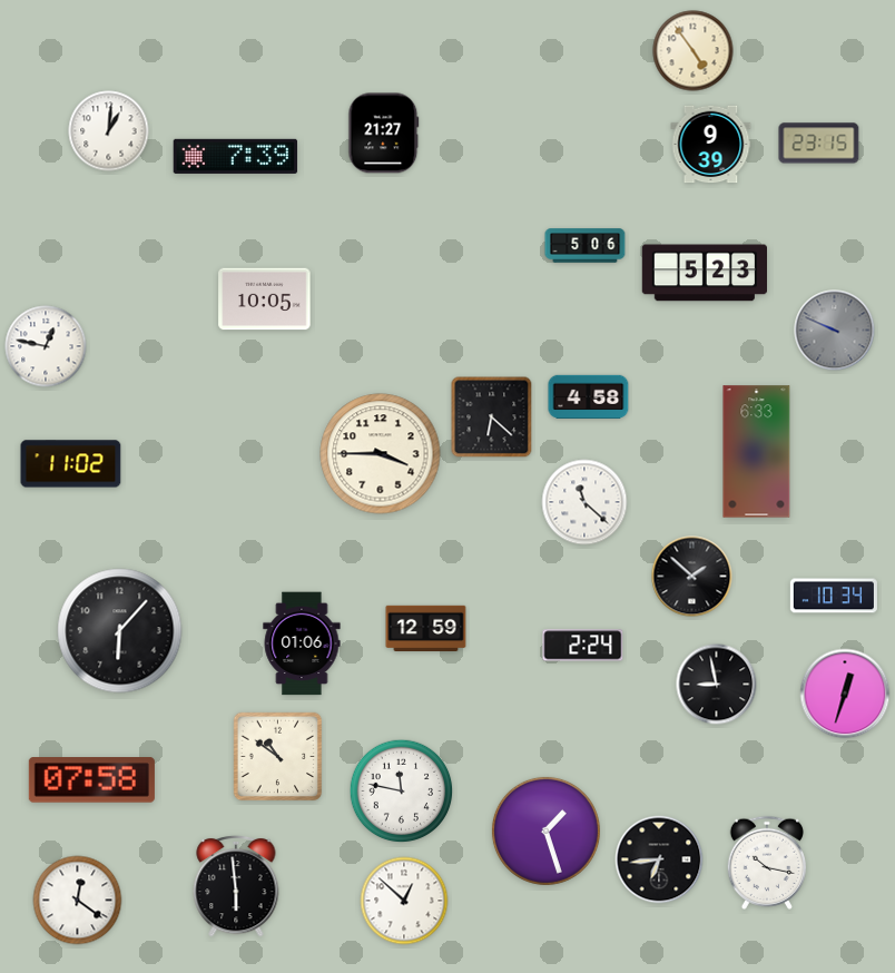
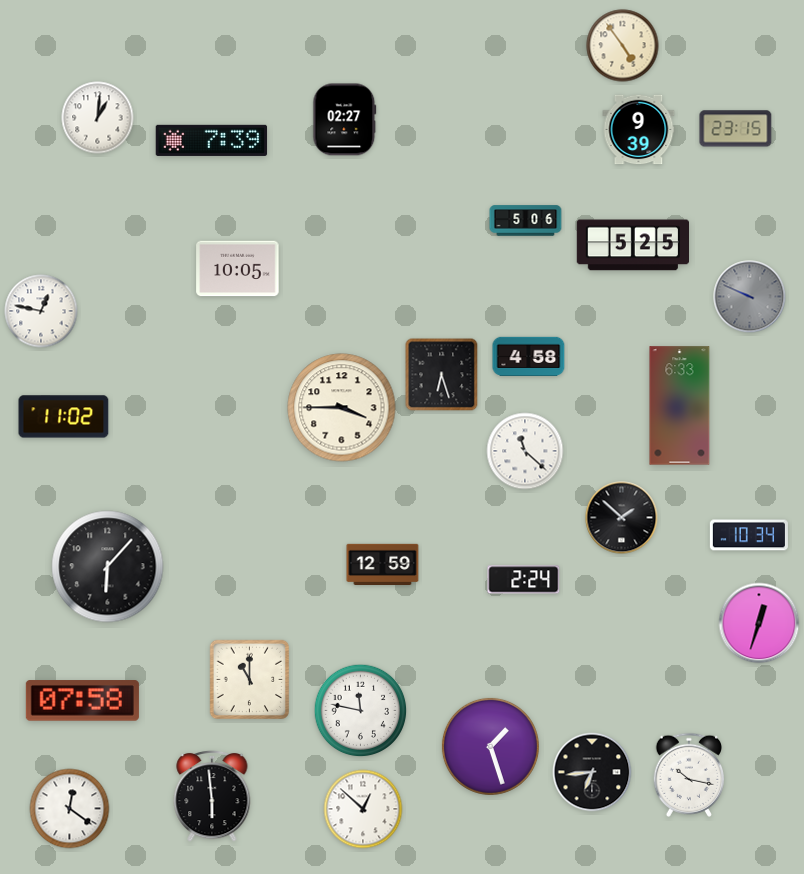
clock at (384, 134): 21:27 -> 02:27
clock at (704, 273): 5:23 -> 5:25
clock at (492, 417): 6:22 -> 6:27
clock at (302, 643): 01:06 -> none
clock at (717, 685): 8:58 -> none
clock at (278, 757): 10:51 -> 11:00
